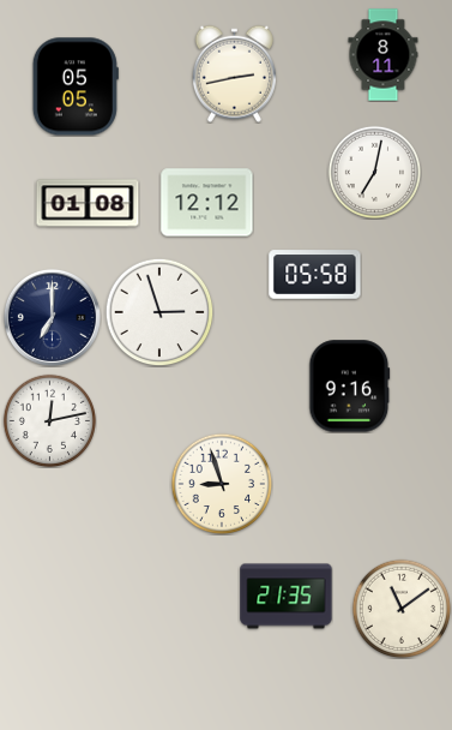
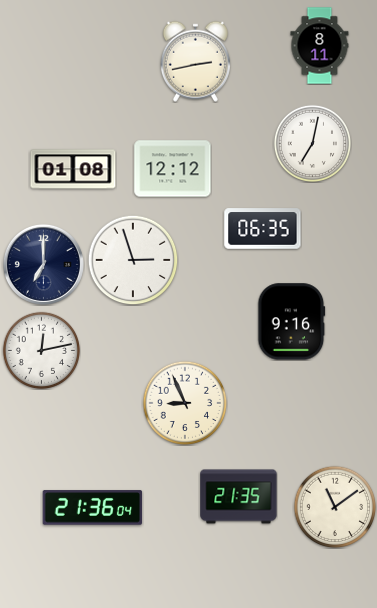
clock at (76, 86): 05:05 -> none
clock at (315, 275): 05:58 -> 06:35
clock at (222, 484): 8:57 -> 8:56
clock at (93, 508): none -> 21:36
